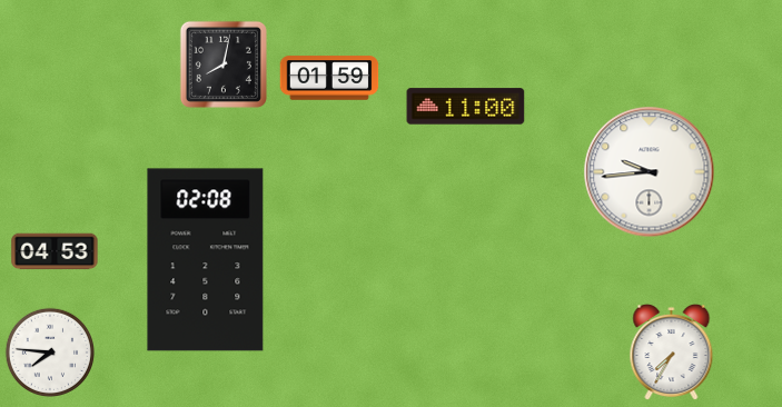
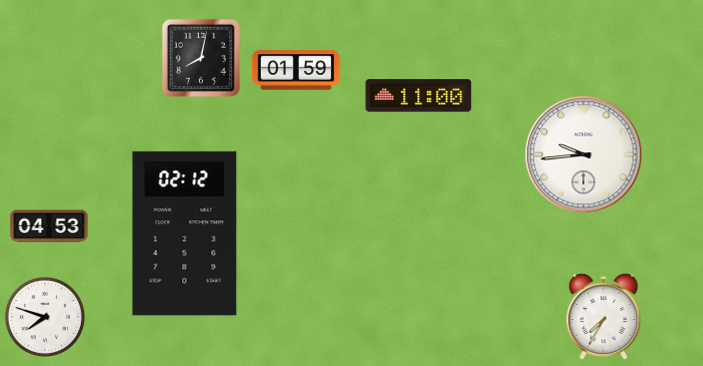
clock at (206, 260): 02:08 -> 02:12
clock at (49, 351): 7:46 -> 7:48
